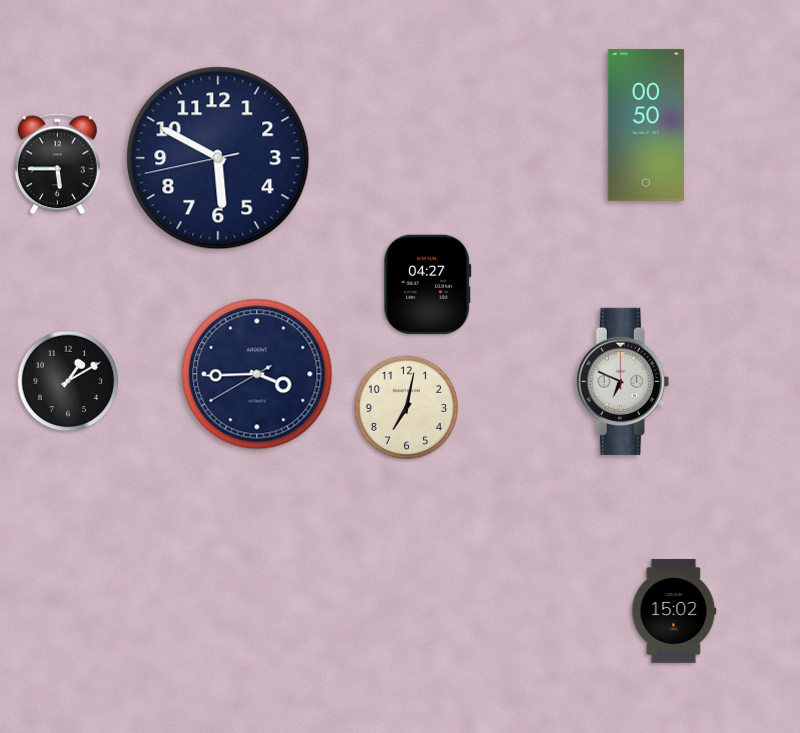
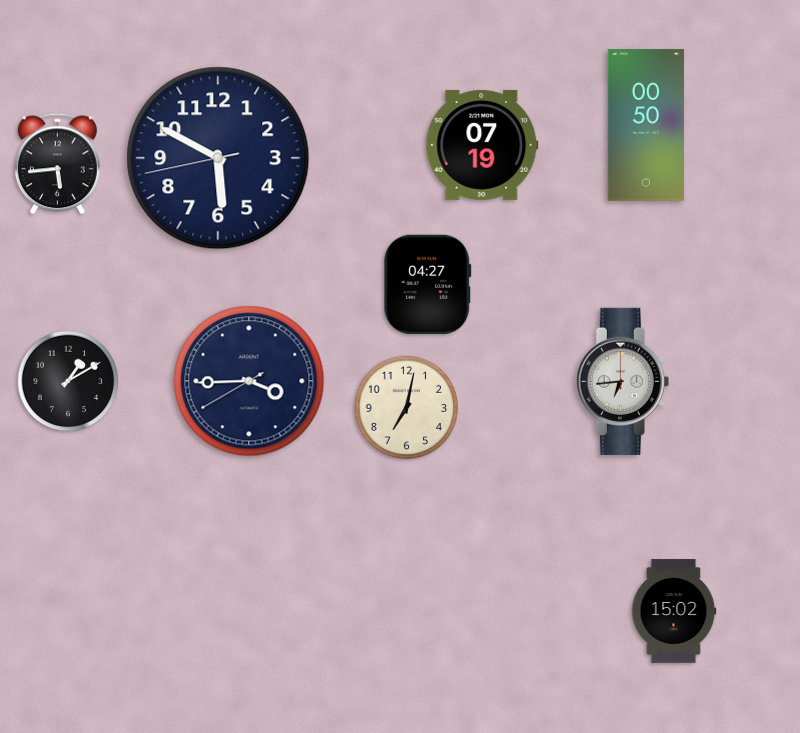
clock at (482, 145): none -> 07:19
clock at (57, 164): 5:45 -> 5:44
clock at (257, 374) position: (257, 374) -> (249, 381)
clock at (622, 381): 6:49 -> 6:44
